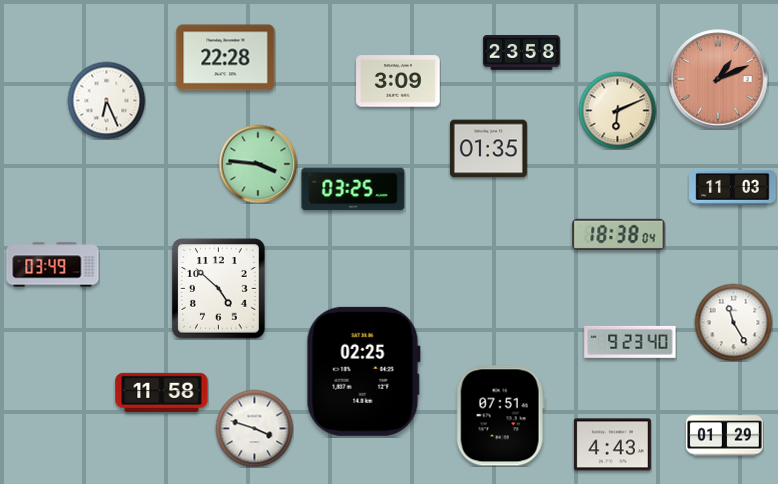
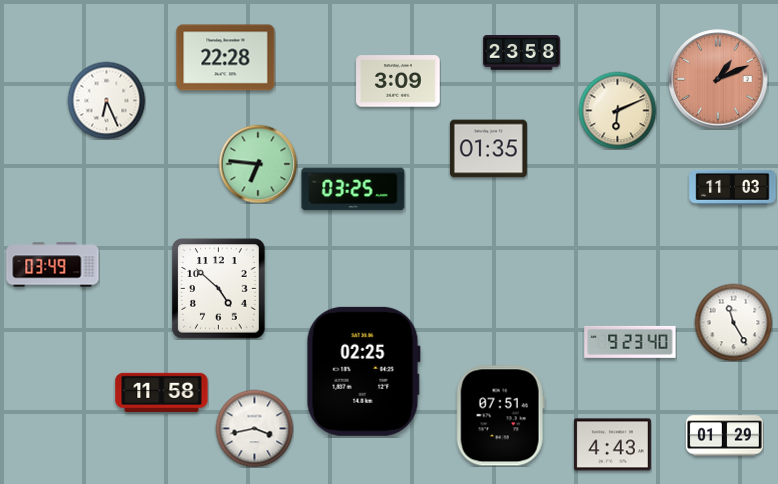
clock at (258, 164): 3:46 -> 6:46
clock at (619, 234): 18:38 -> none
clock at (254, 428): 3:48 -> 3:43
